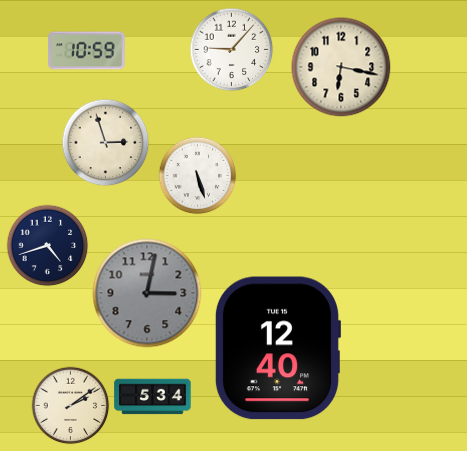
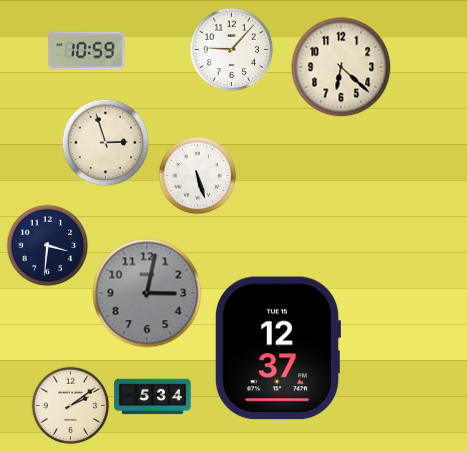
clock at (341, 67): 6:17 -> 6:22
clock at (47, 245): 4:42 -> 3:31
clock at (277, 348): 12:40 -> 12:37
